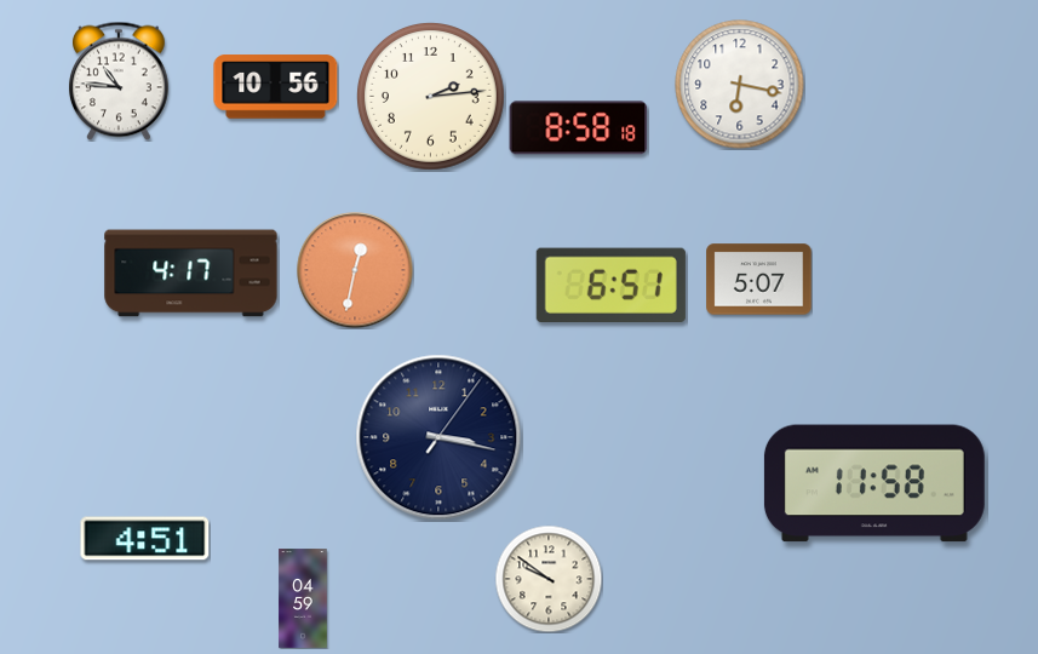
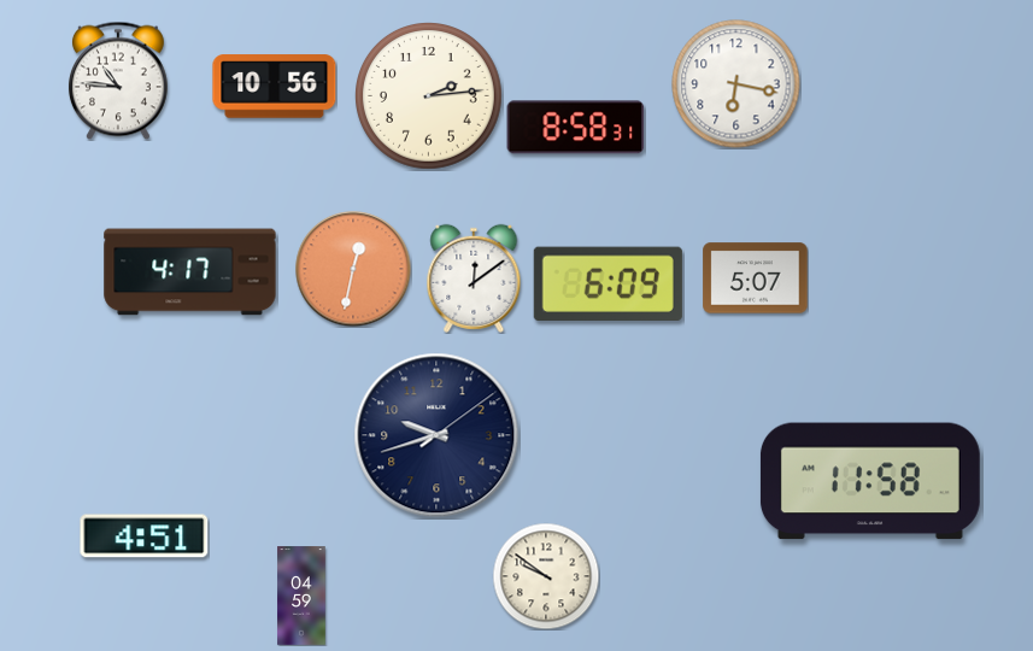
clock at (579, 128): 8:58:18 -> 8:58:31
clock at (474, 278): none -> 12:09
clock at (610, 285): 6:51 -> 6:09
clock at (438, 437): 3:17 -> 9:42
